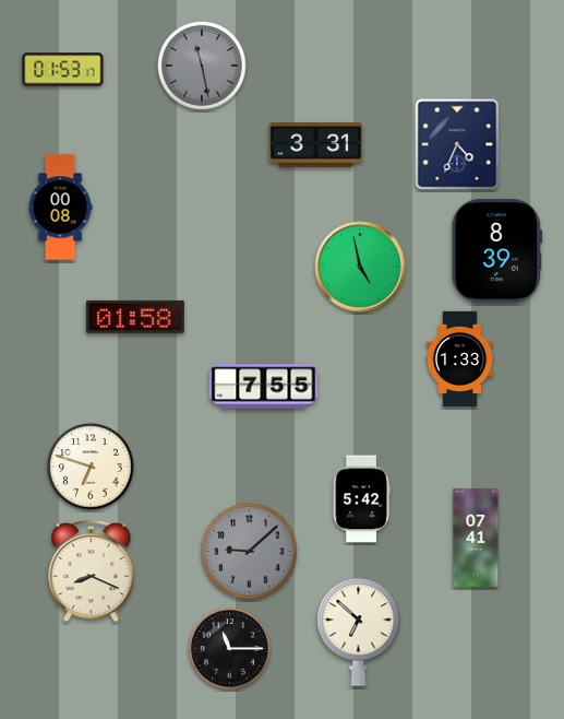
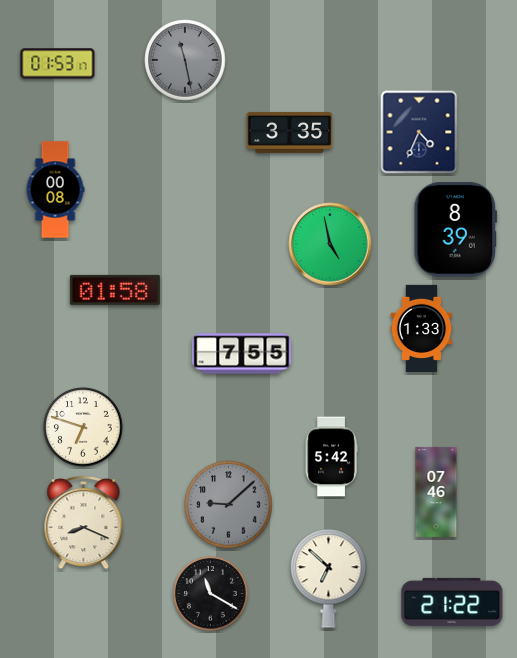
clock at (316, 144): 3:31 -> 3:35
clock at (135, 317) position: (135, 317) -> (115, 290)
clock at (476, 538): 07:41 -> 07:46
clock at (230, 649): 11:15 -> 11:20
clock at (452, 602): none -> 21:22
